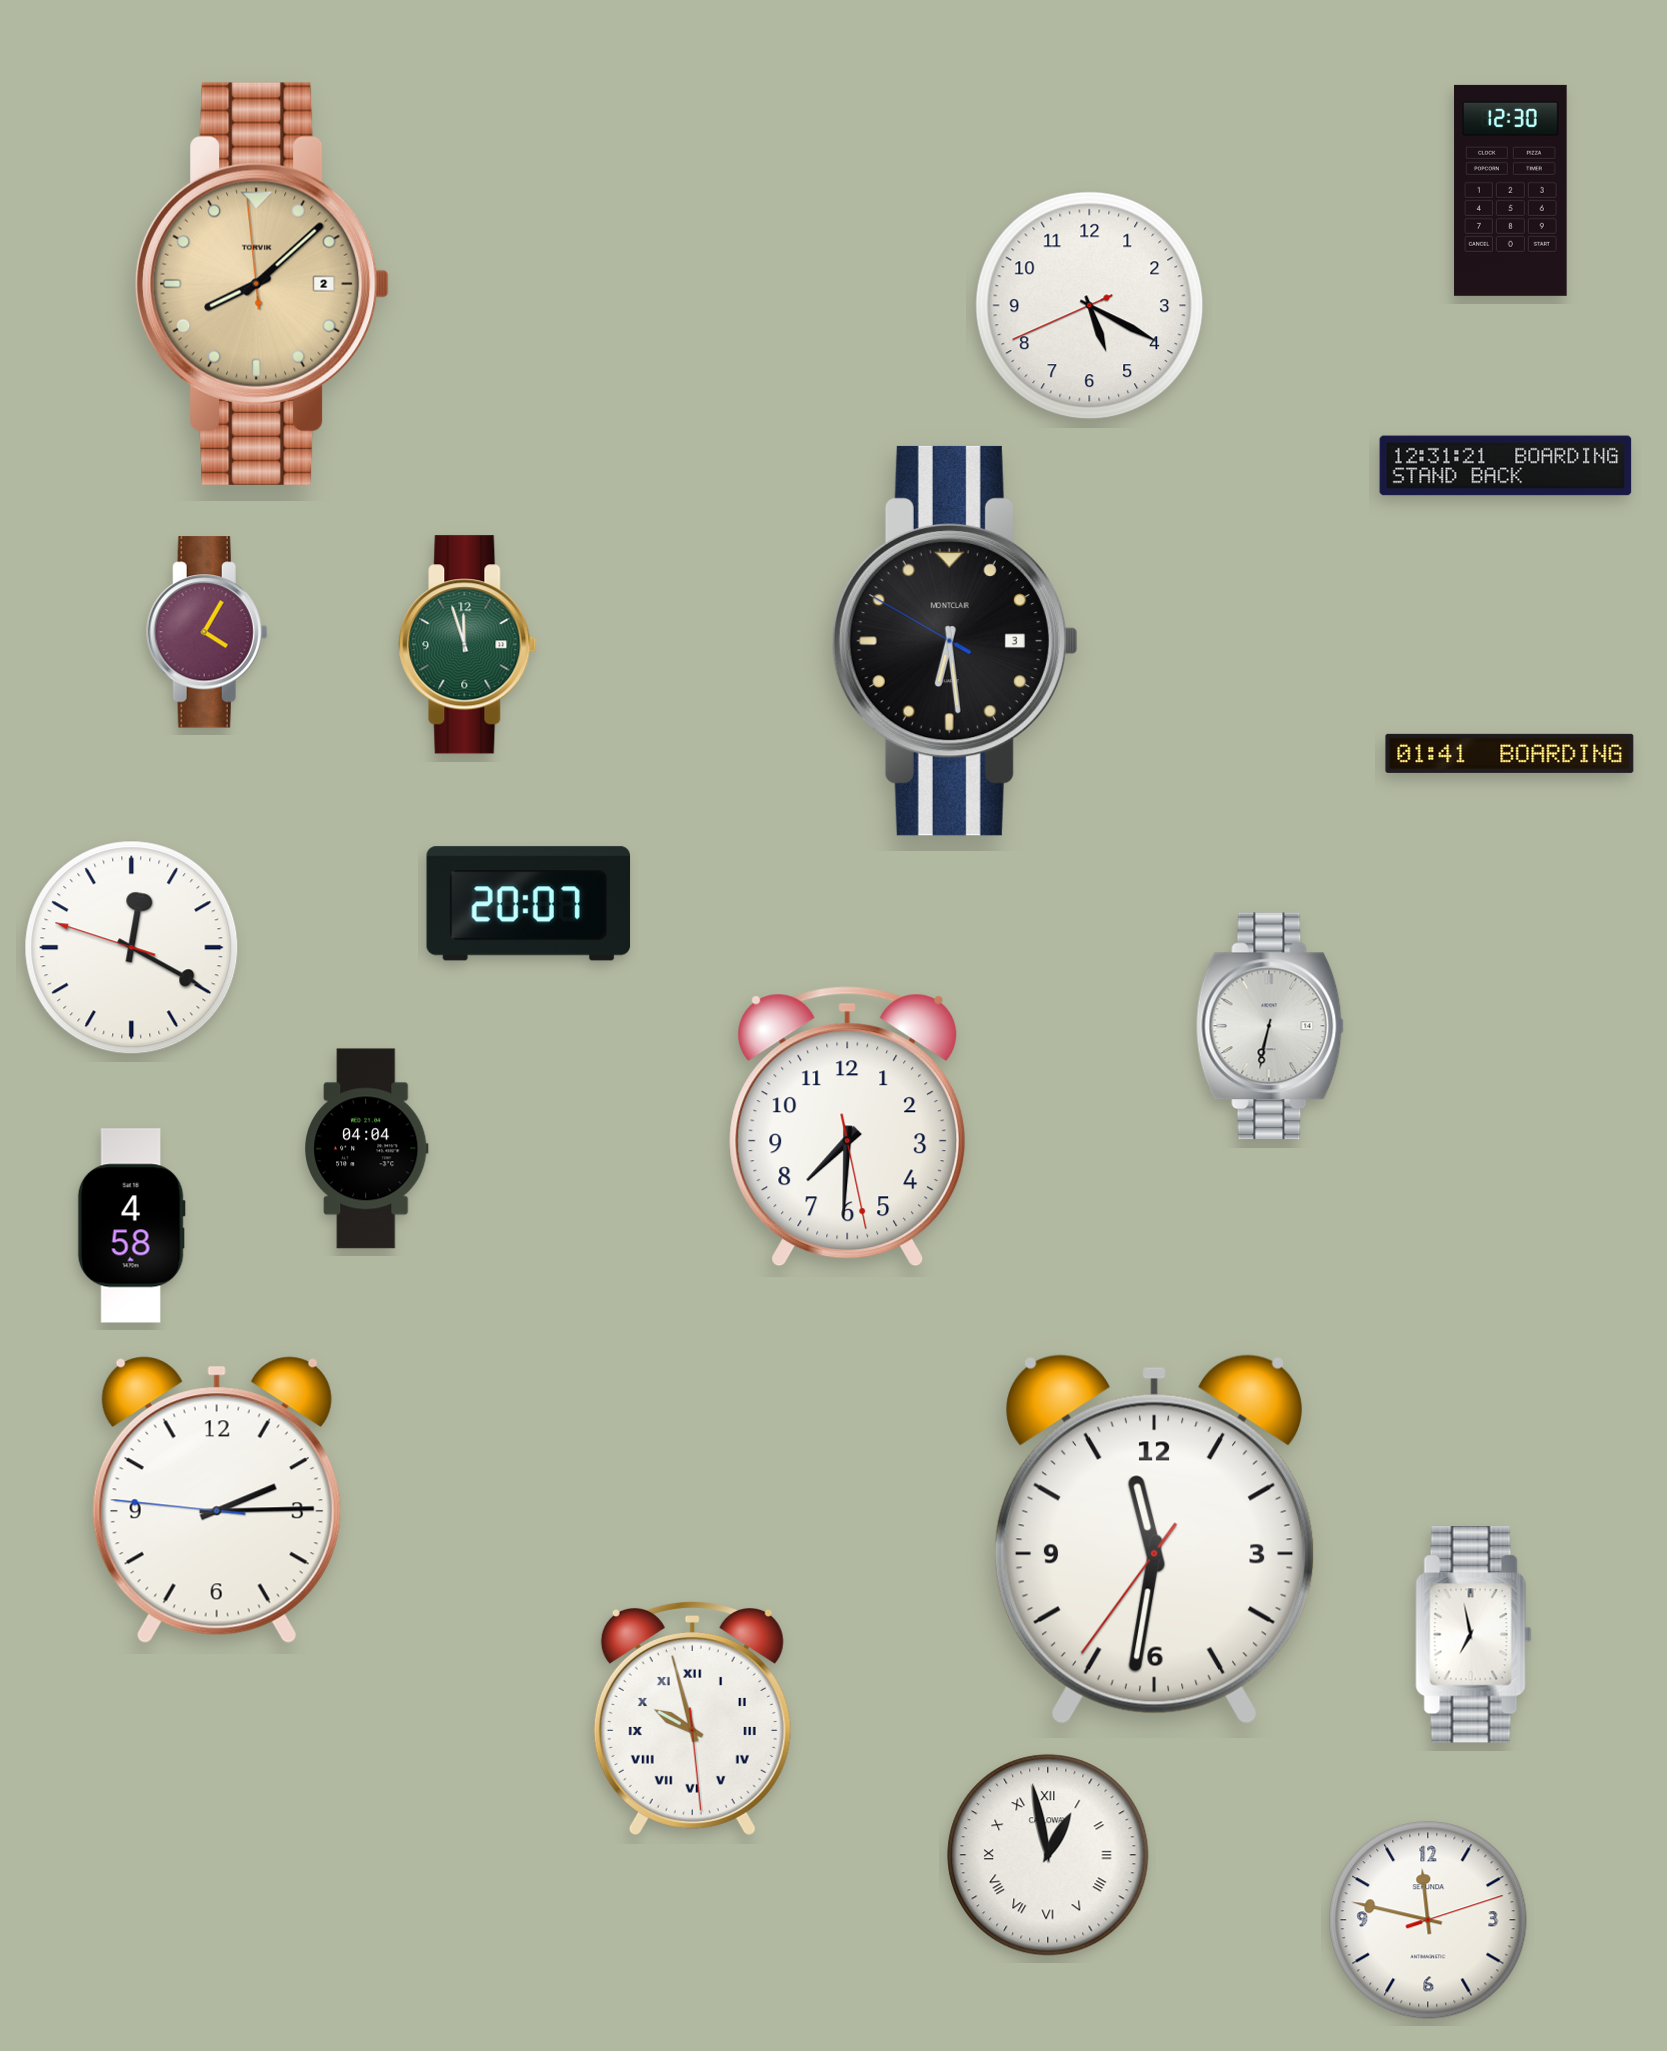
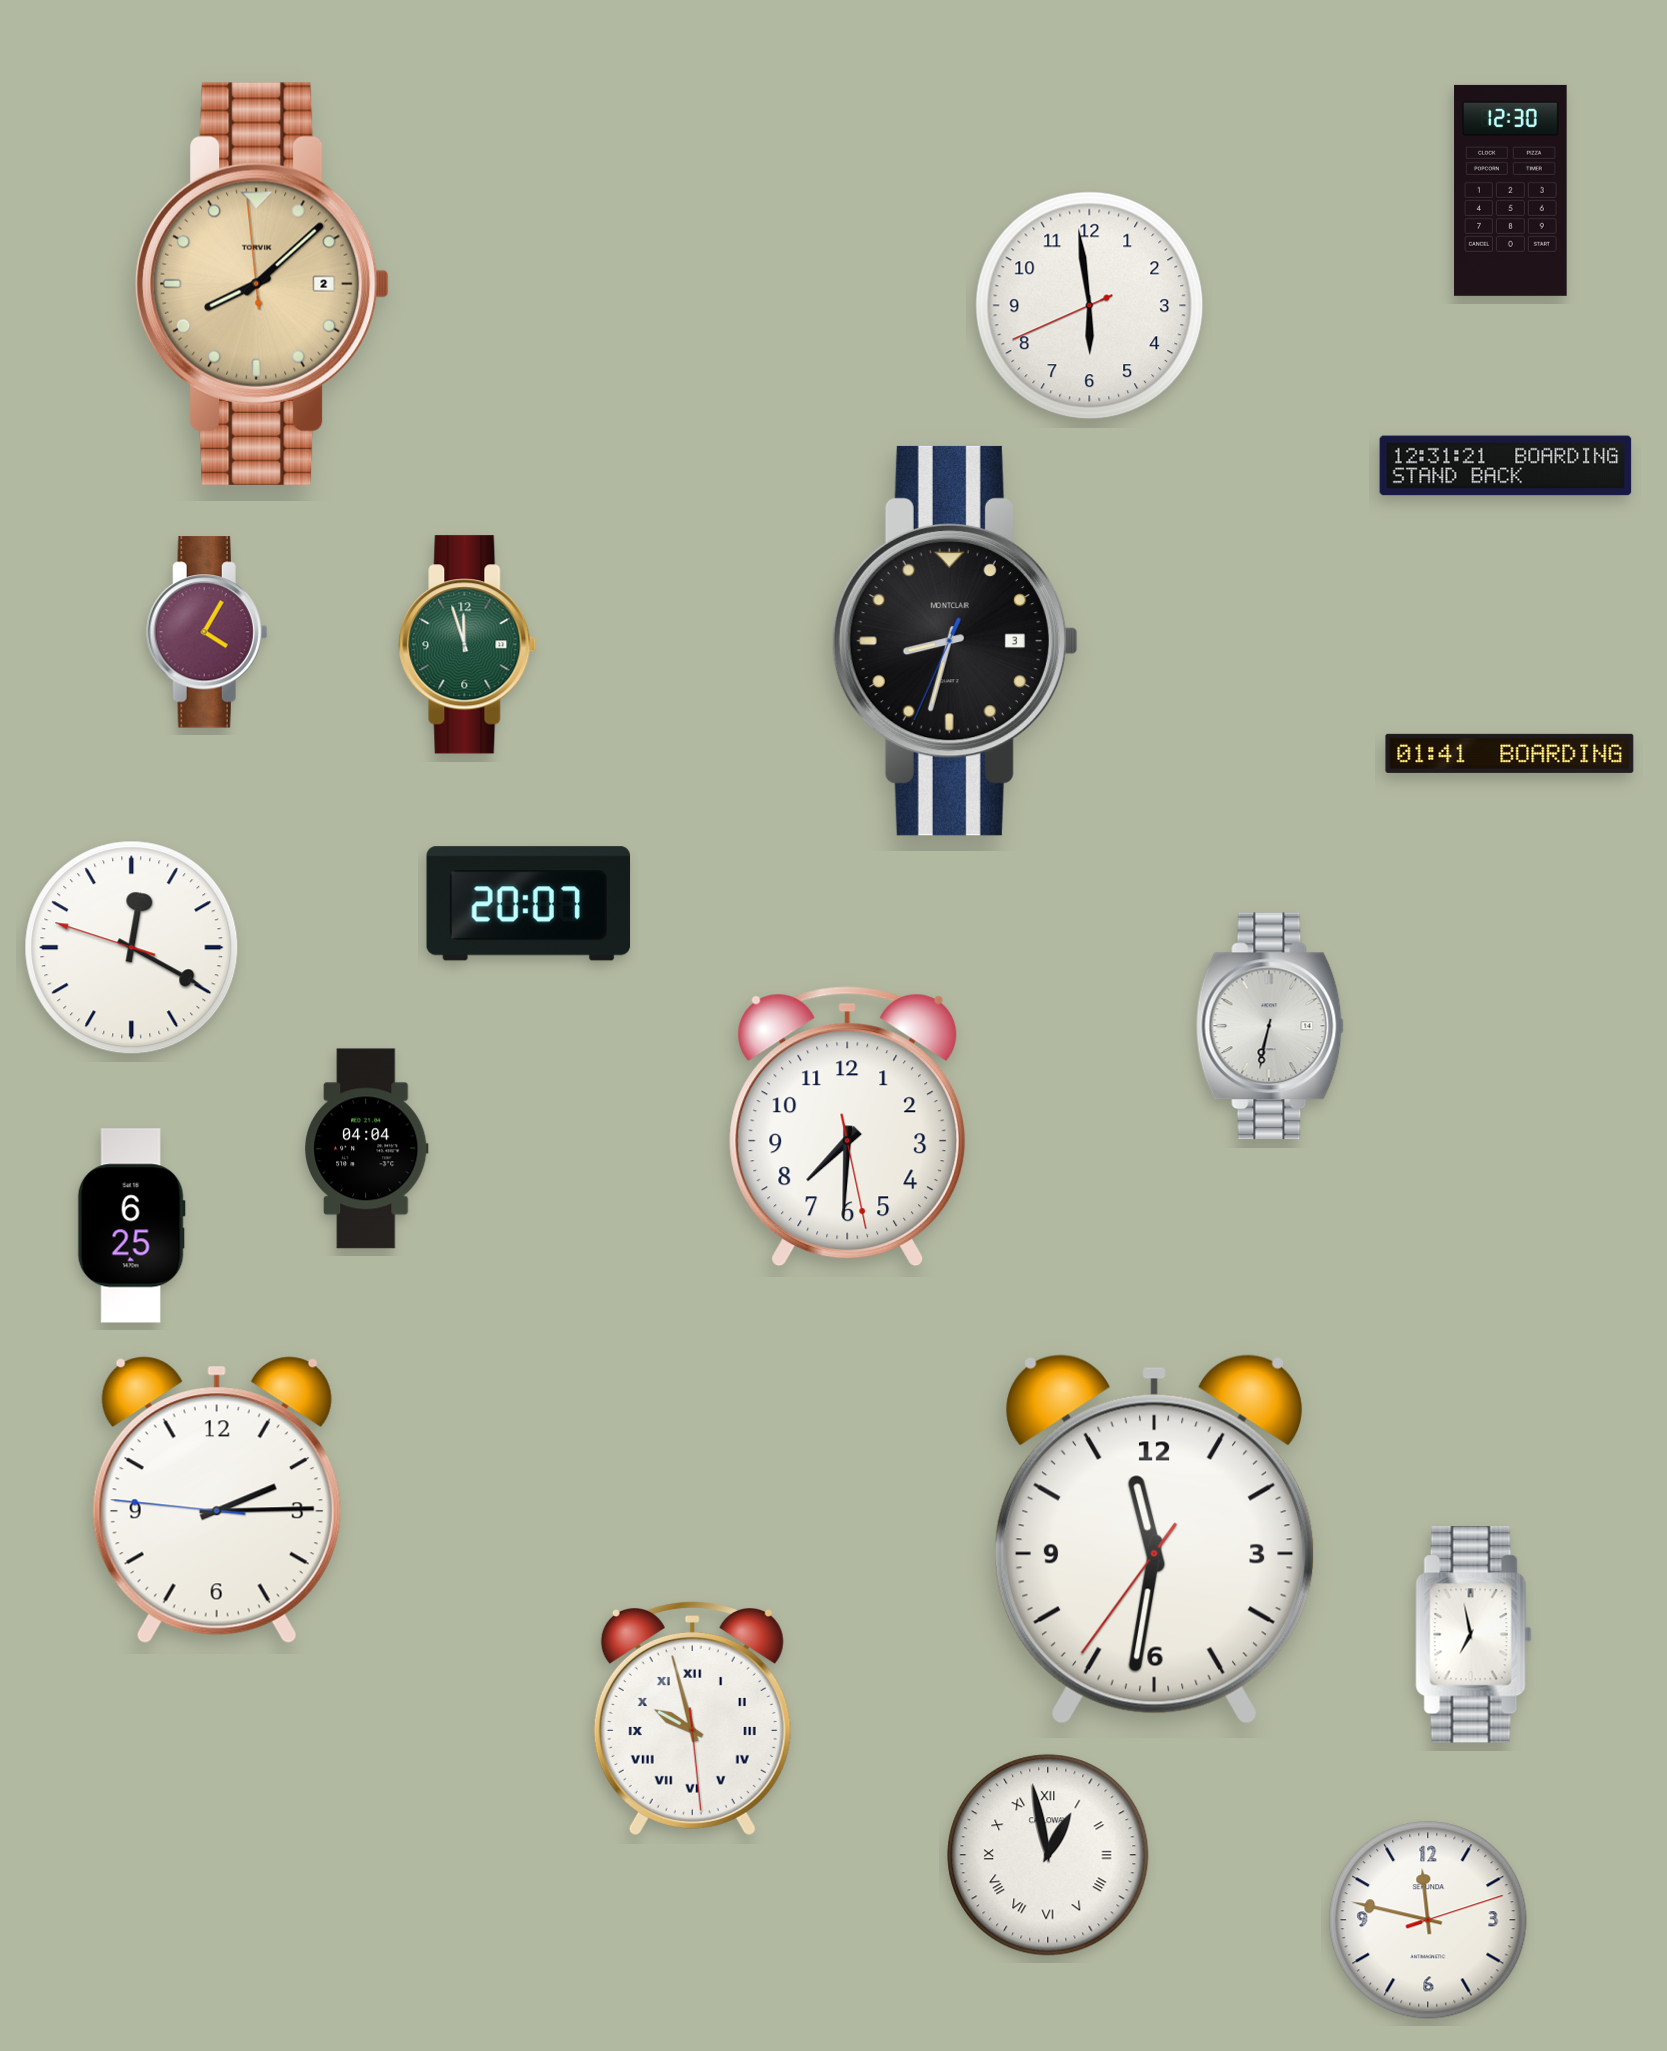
clock at (1090, 306): 5:19 -> 5:58
clock at (955, 641): 6:28 -> 8:32
clock at (131, 1226): 4:58 -> 6:25
